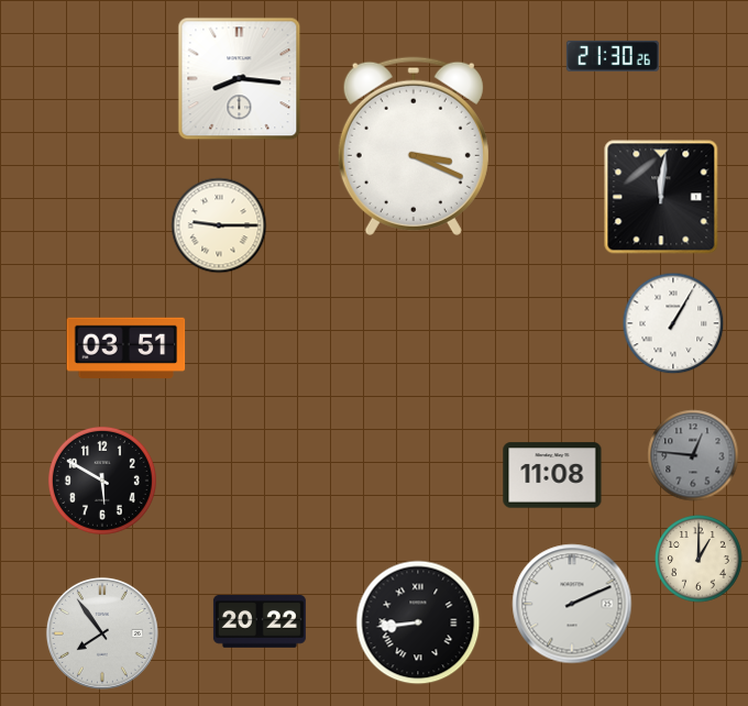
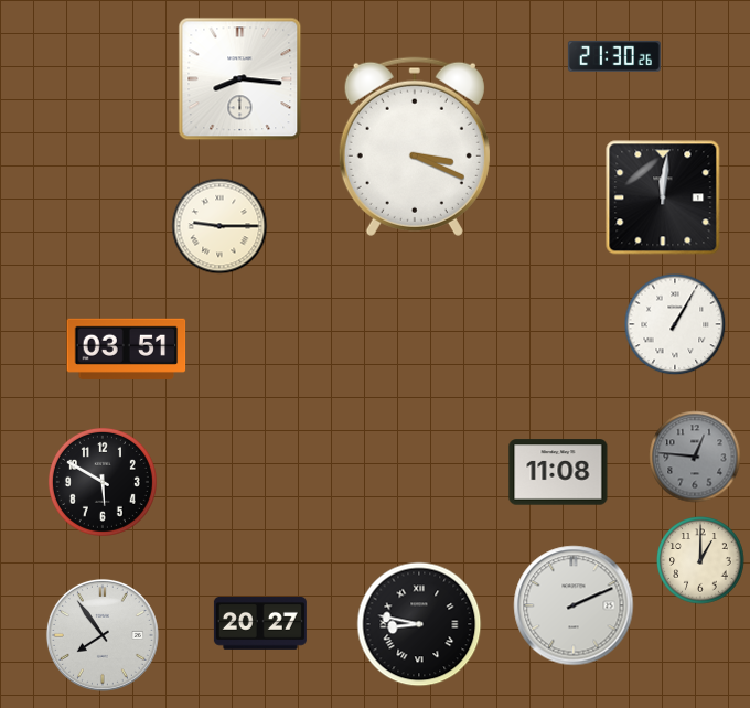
clock at (552, 475) position: (552, 475) -> (558, 472)
clock at (260, 621): 20:22 -> 20:27
clock at (418, 622): 8:44 -> 8:47
